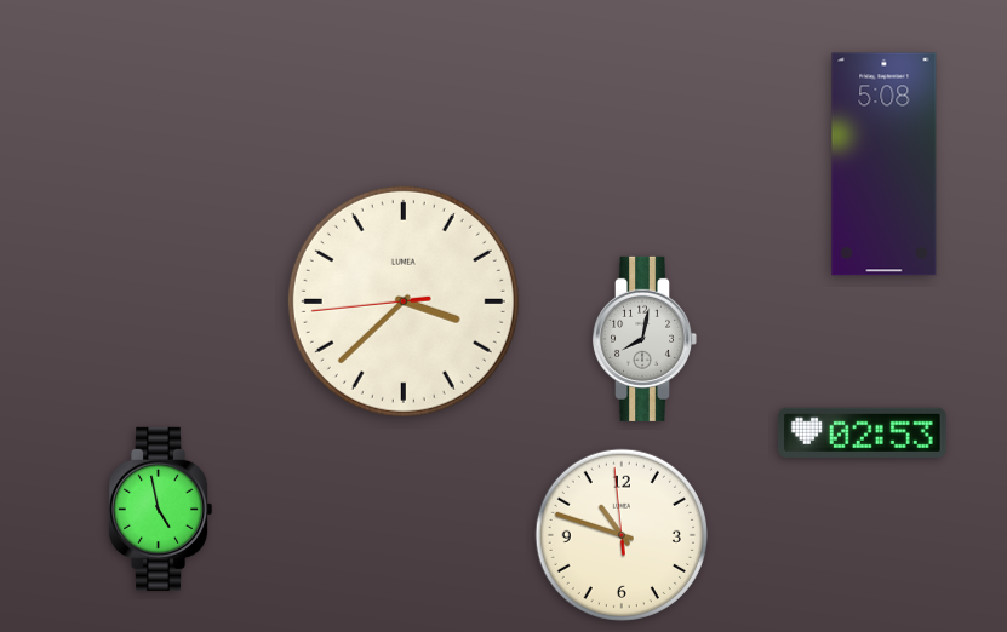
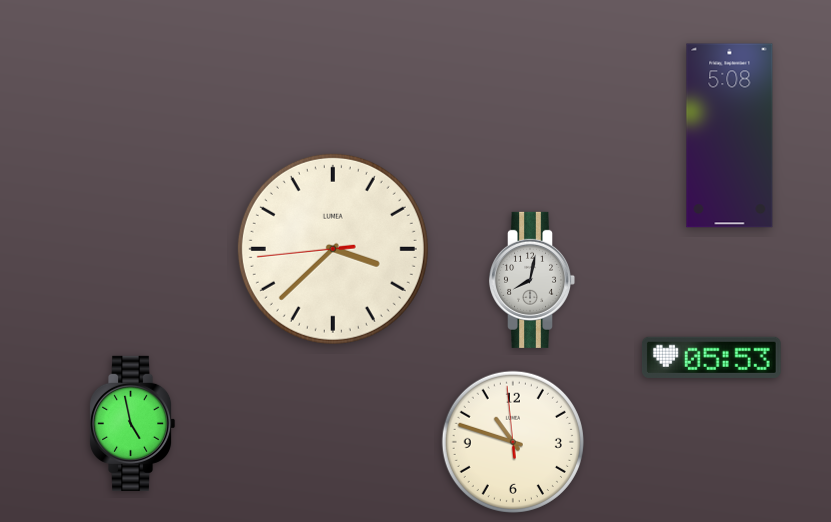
clock at (862, 432): 02:53 -> 05:53
clock at (160, 509) position: (160, 509) -> (132, 423)
